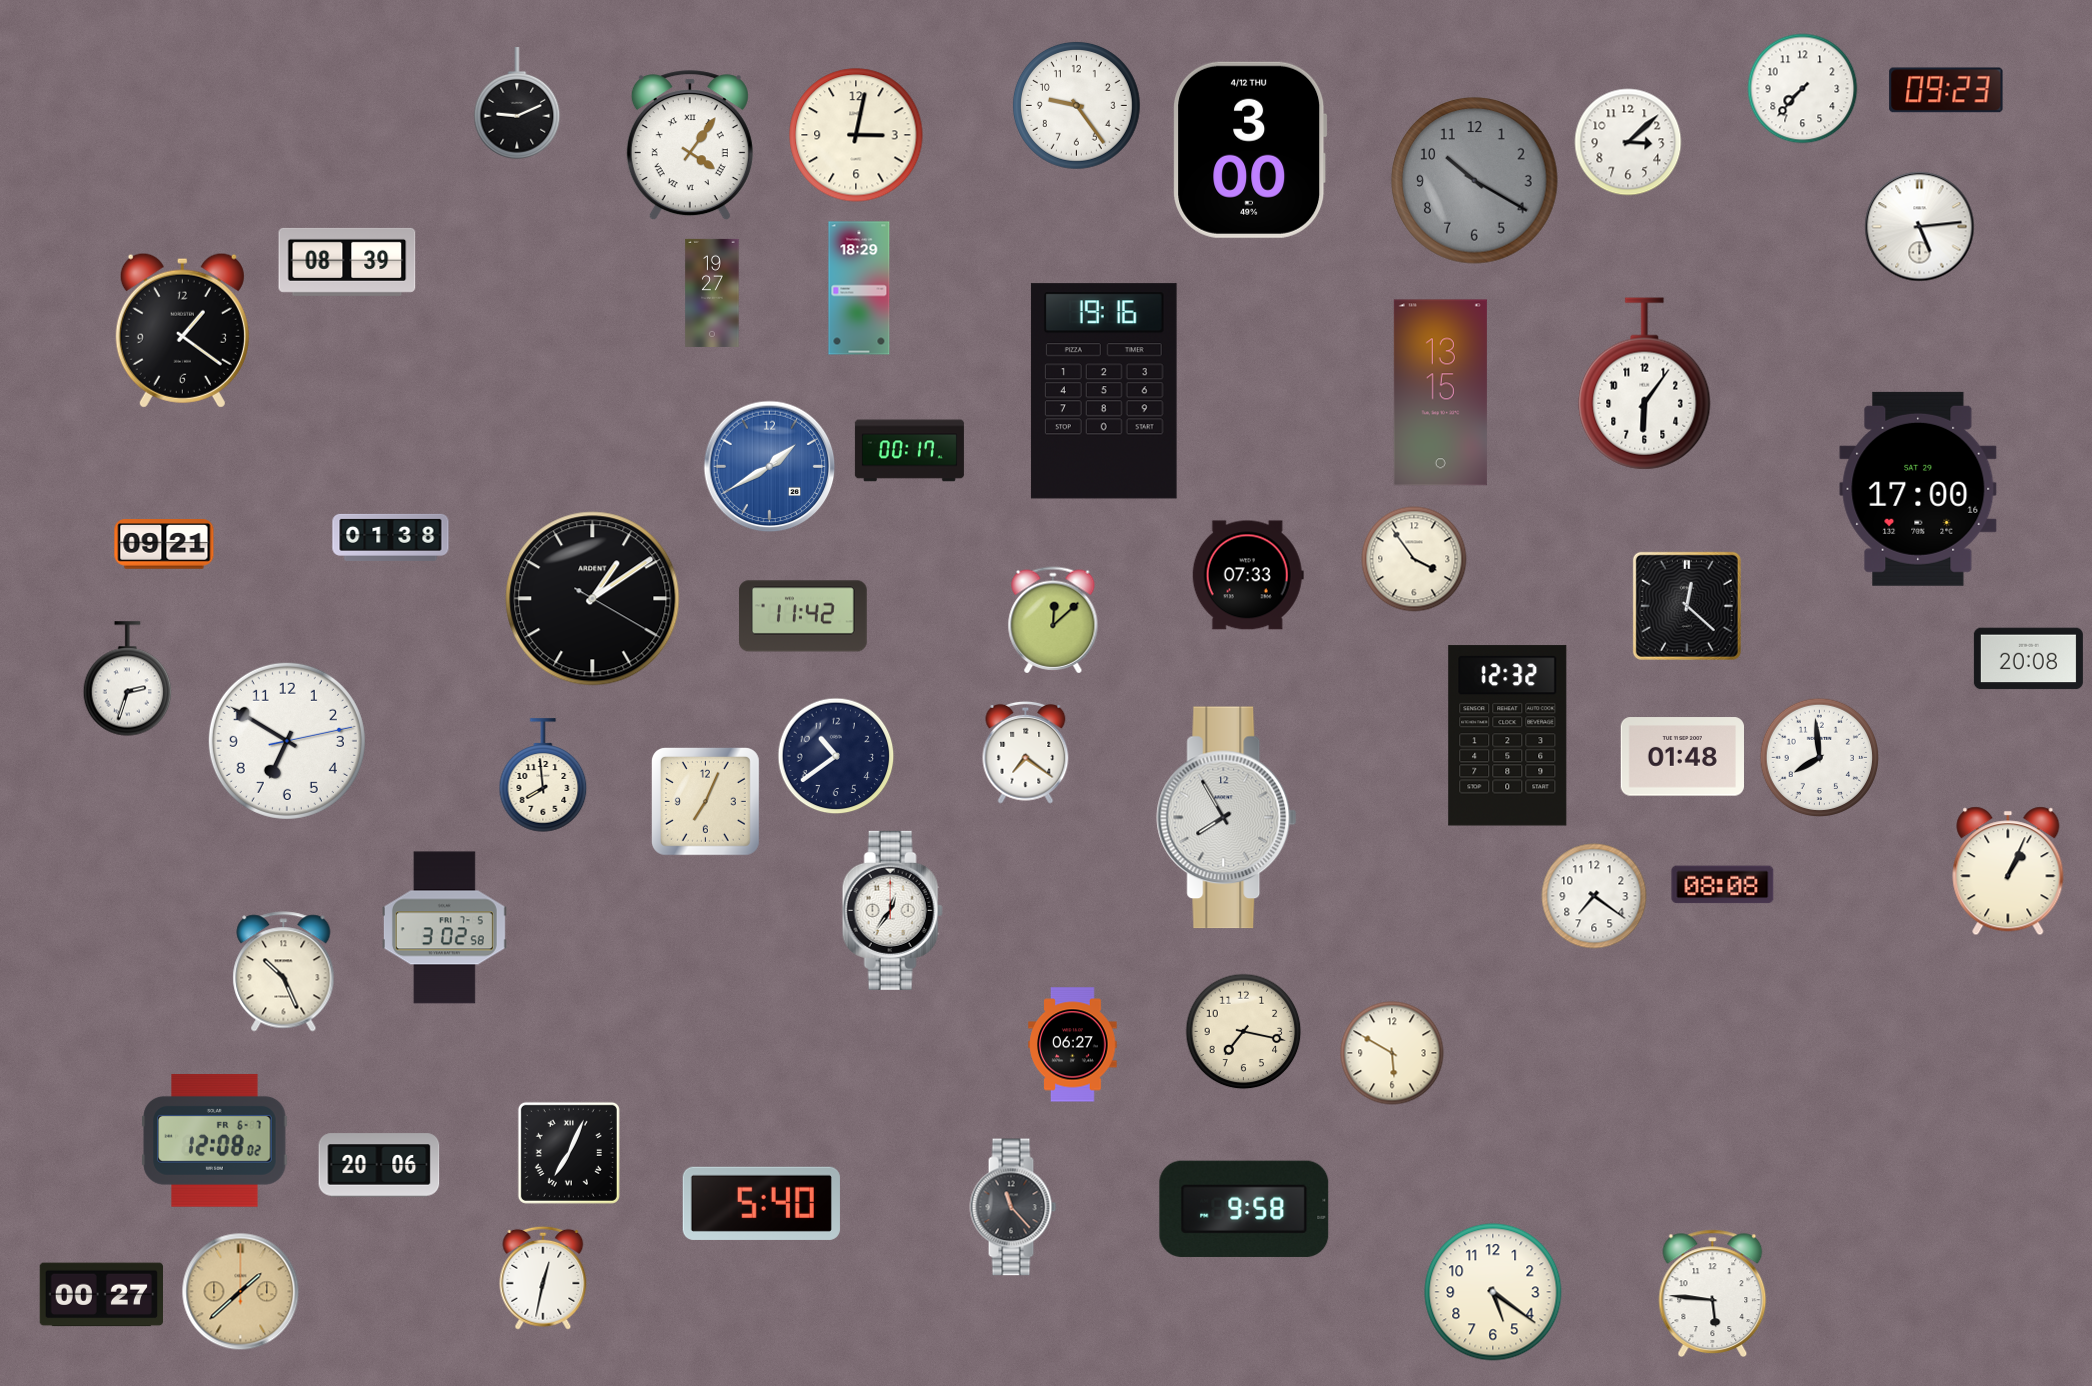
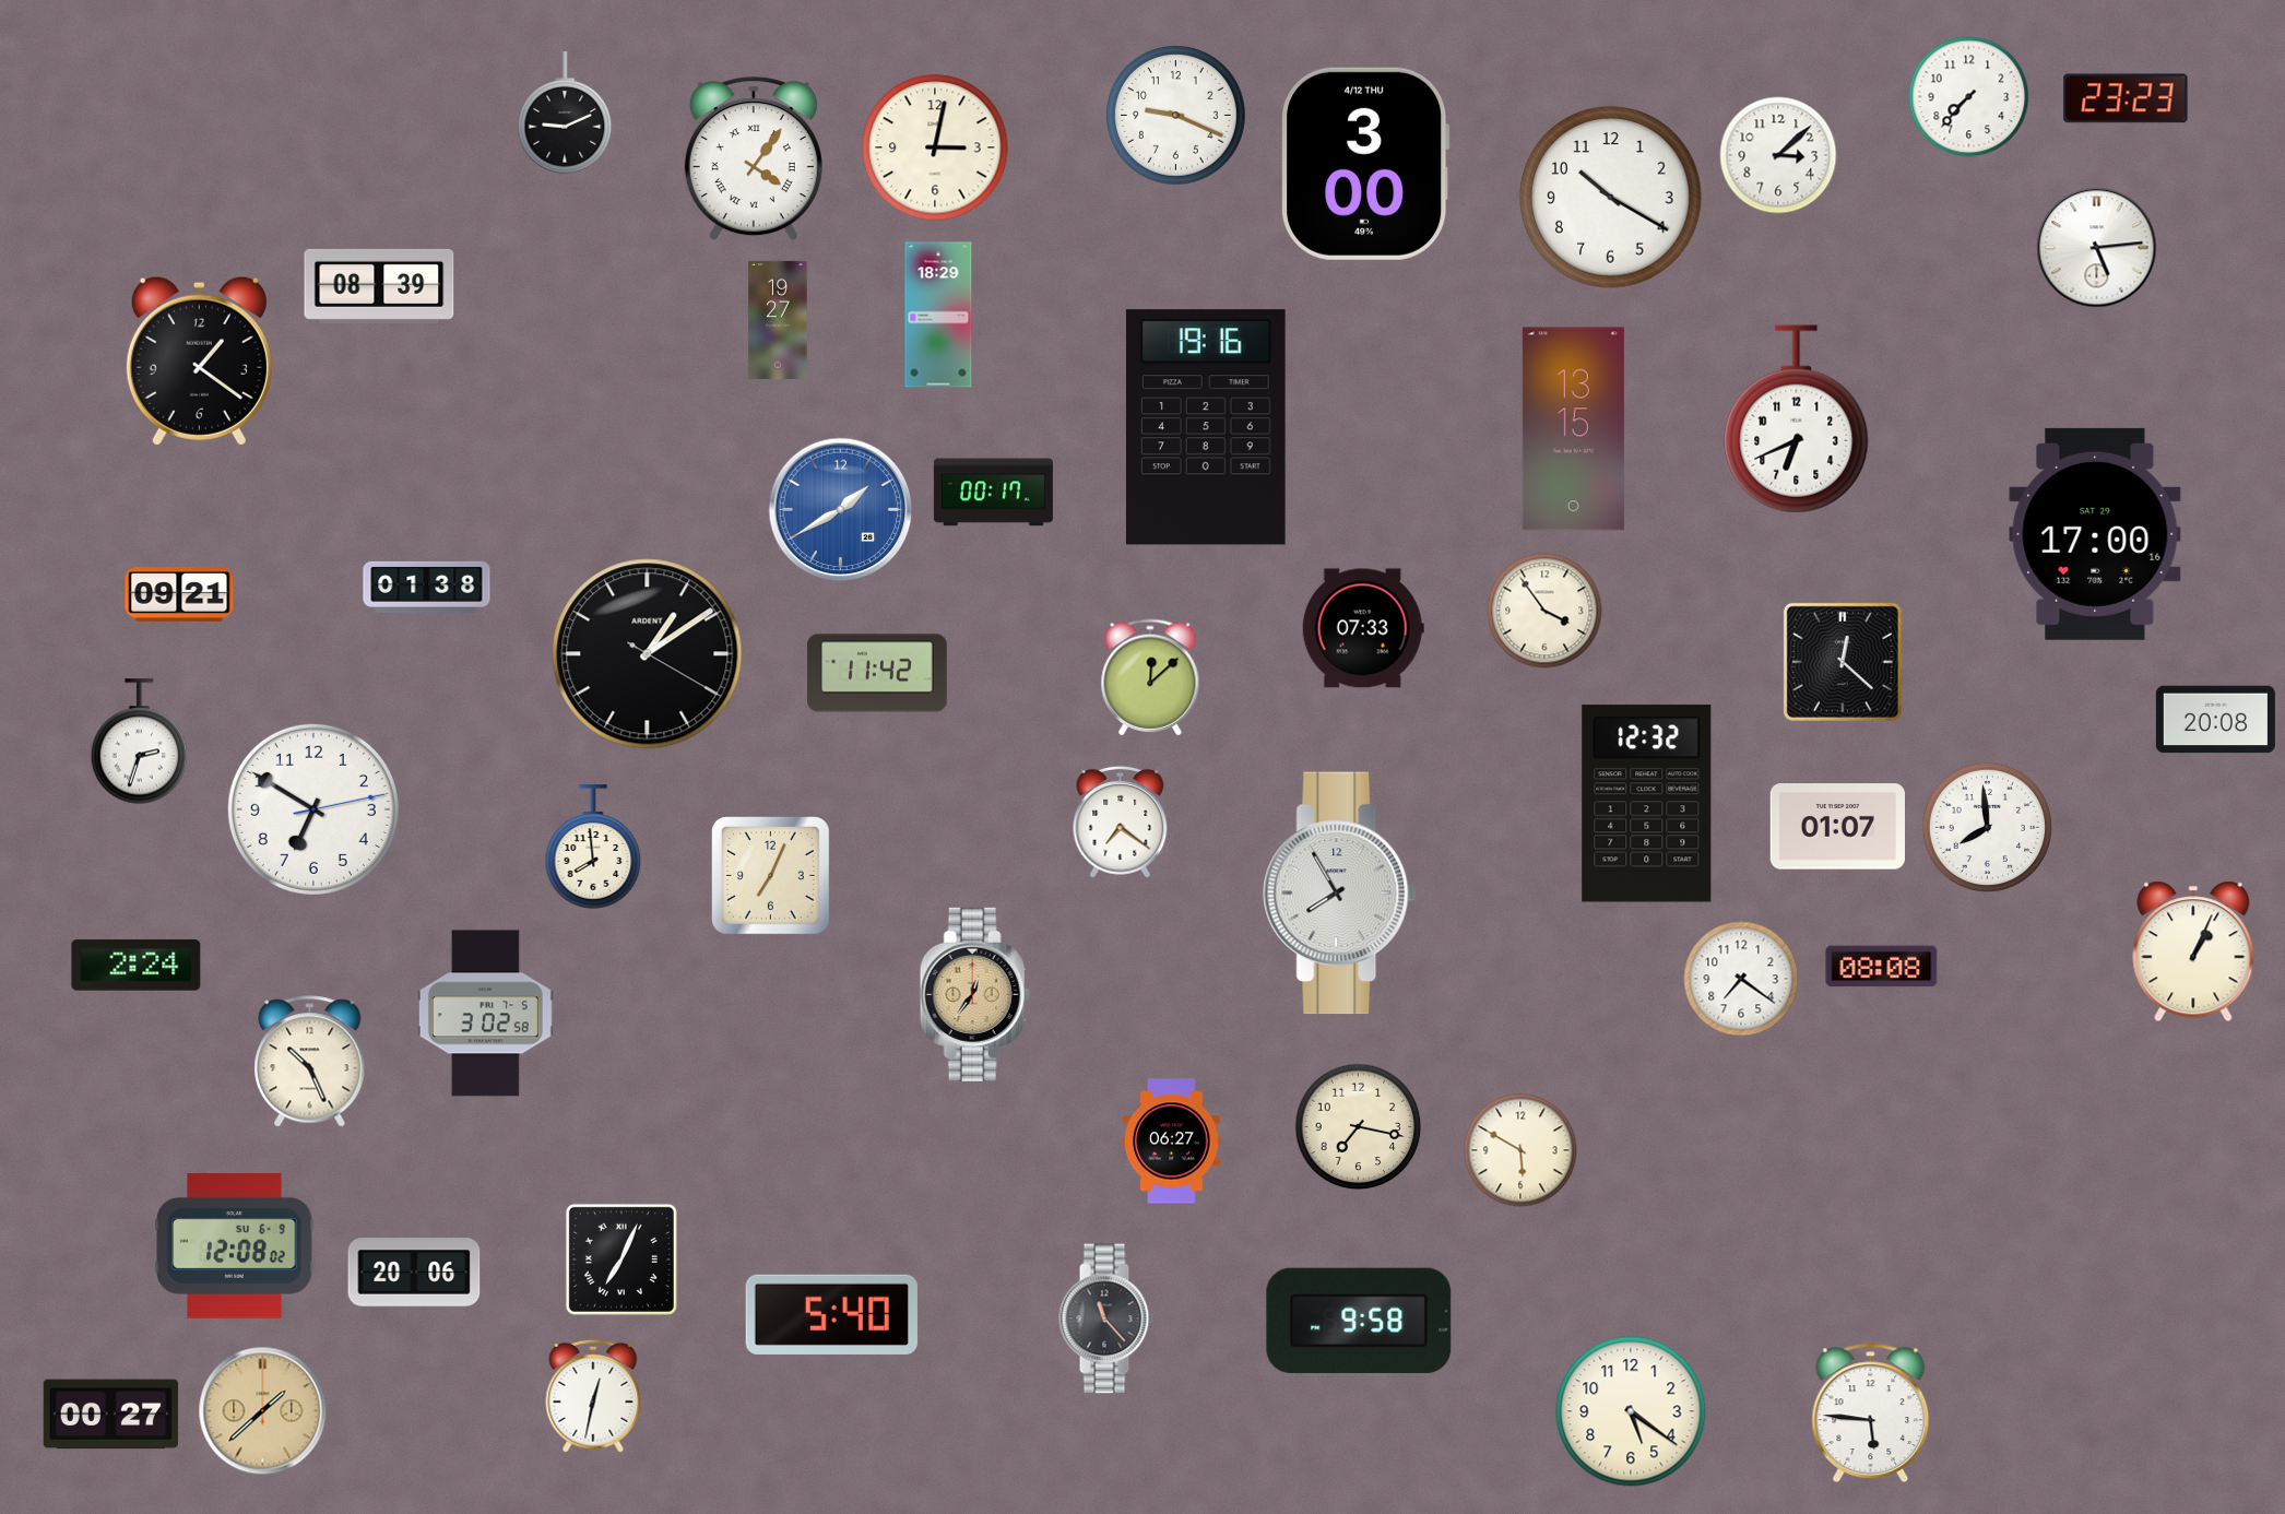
clock at (1946, 90): 09:23 -> 23:23
clock at (1077, 106): 9:24 -> 9:19
clock at (1475, 181) dial: grey -> white
clock at (1645, 384): 6:06 -> 6:41
clock at (836, 756): 10:39 -> none
clock at (1682, 757): 01:48 -> 01:07
clock at (137, 966): none -> 2:24
clock at (892, 910) dial: white -> champagne
clock at (215, 1140) date: FR 6-7 -> SU 6-9
